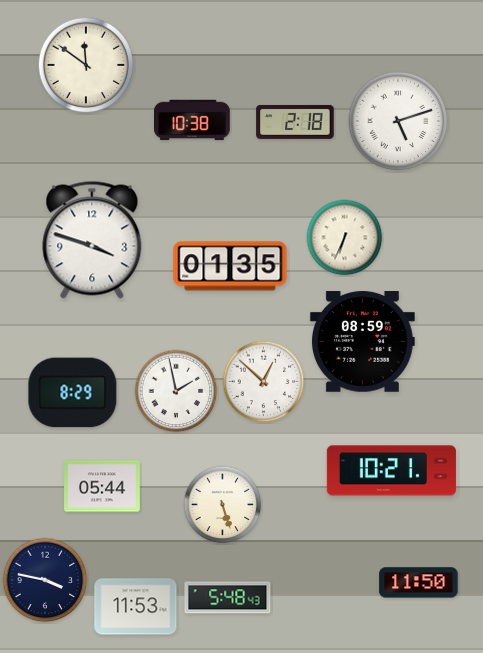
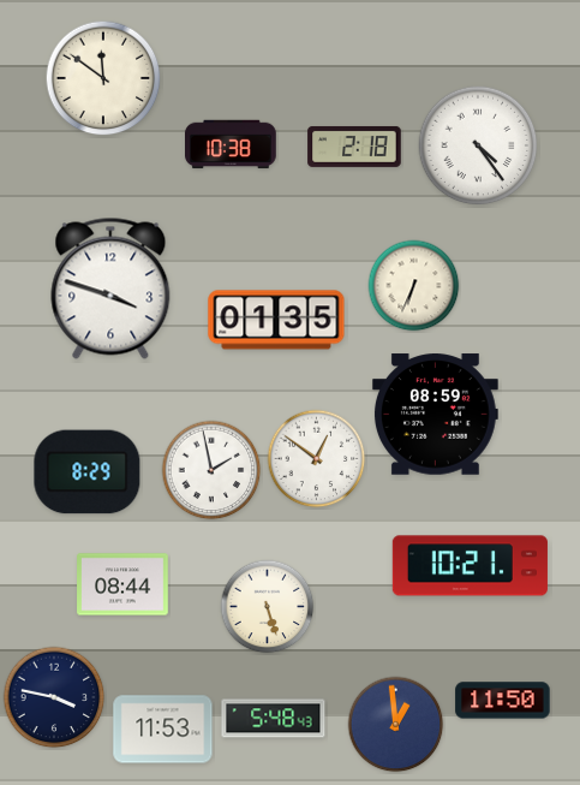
clock at (398, 121): 5:12 -> 4:24
clock at (362, 342) position: (362, 342) -> (435, 415)
clock at (264, 382): 12:52 -> 12:51
clock at (102, 486): 05:44 -> 08:44
clock at (396, 725): none -> 12:59
